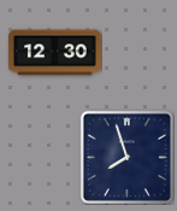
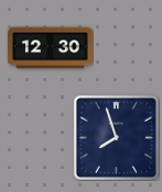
clock at (126, 157) position: (126, 157) -> (116, 137)
